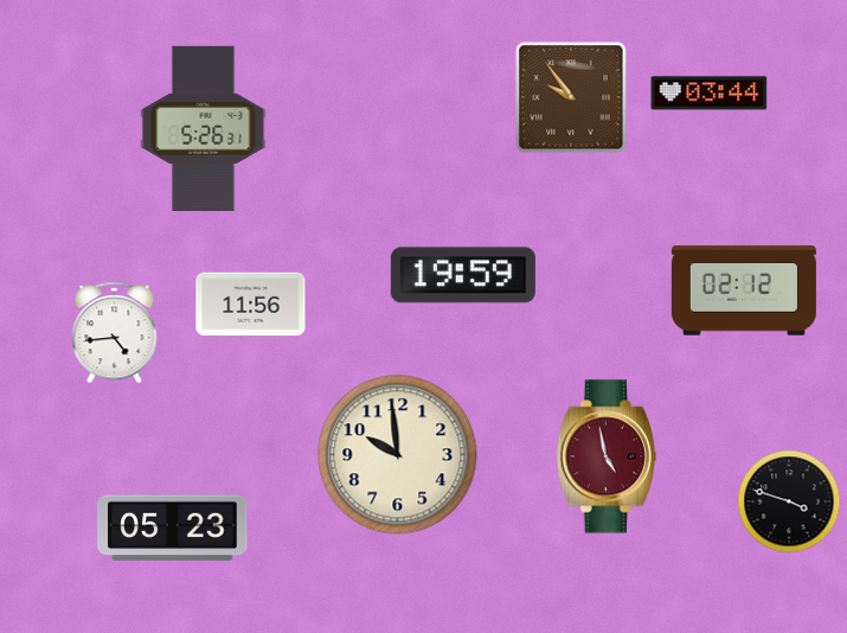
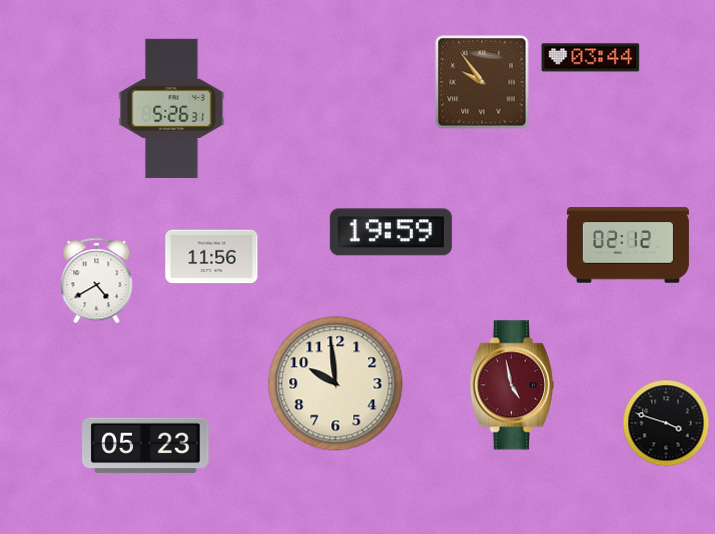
clock at (710, 94) position: (710, 94) -> (591, 58)
clock at (115, 333): 4:44 -> 4:40
